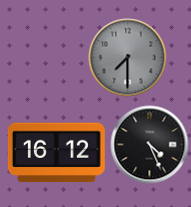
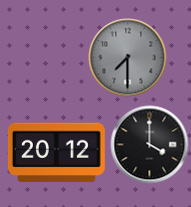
clock at (149, 144): 4:26 -> 4:00
clock at (56, 153): 16:12 -> 20:12
